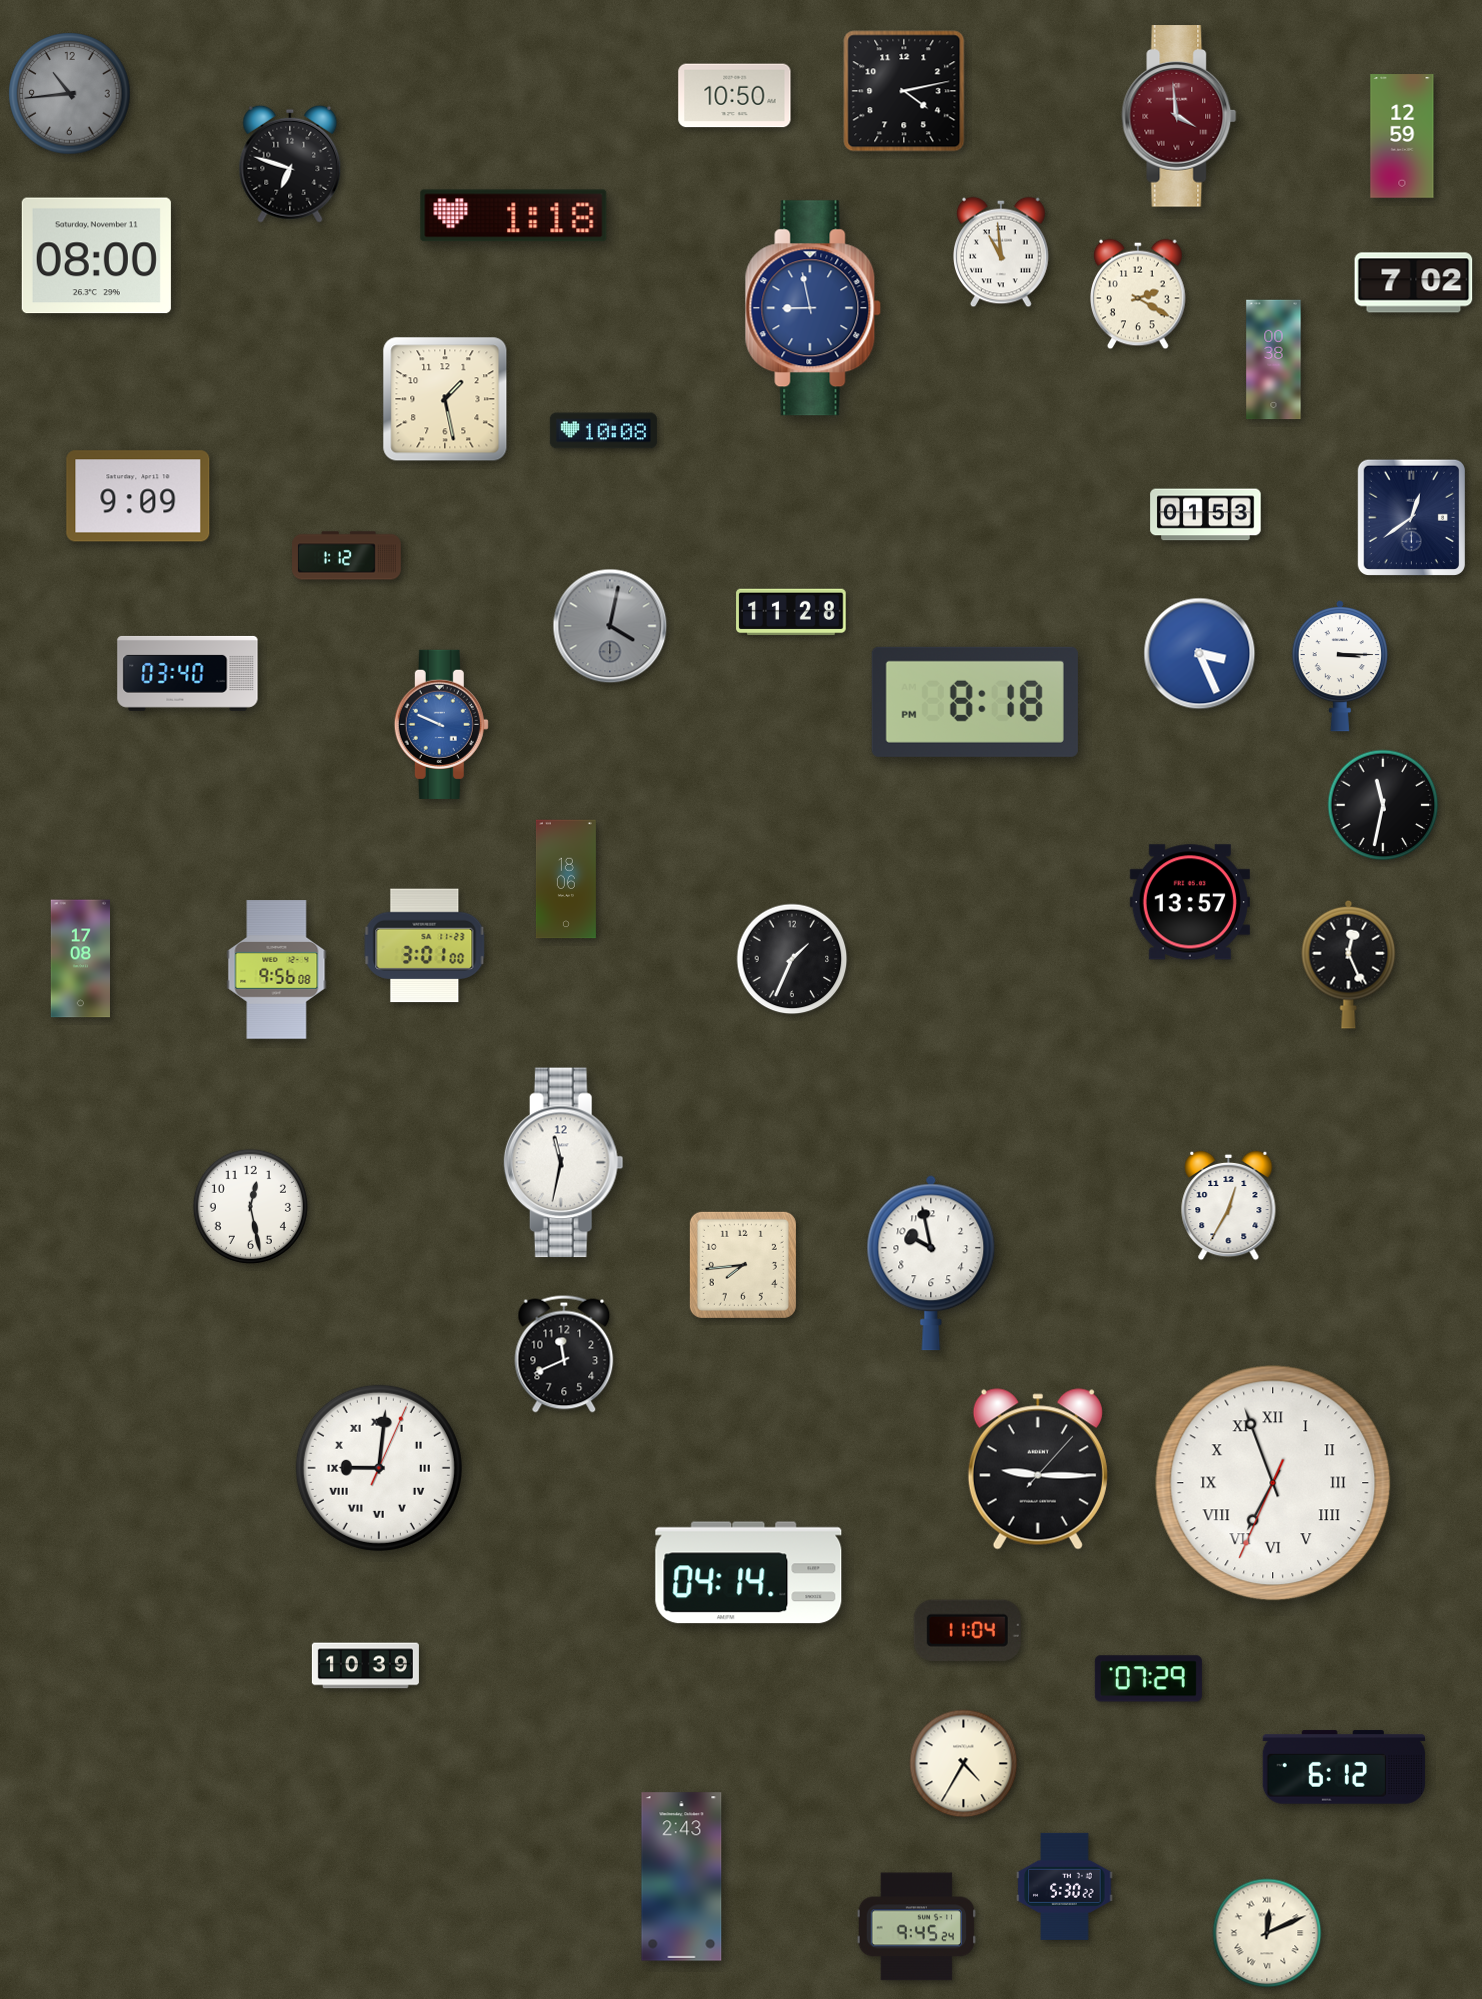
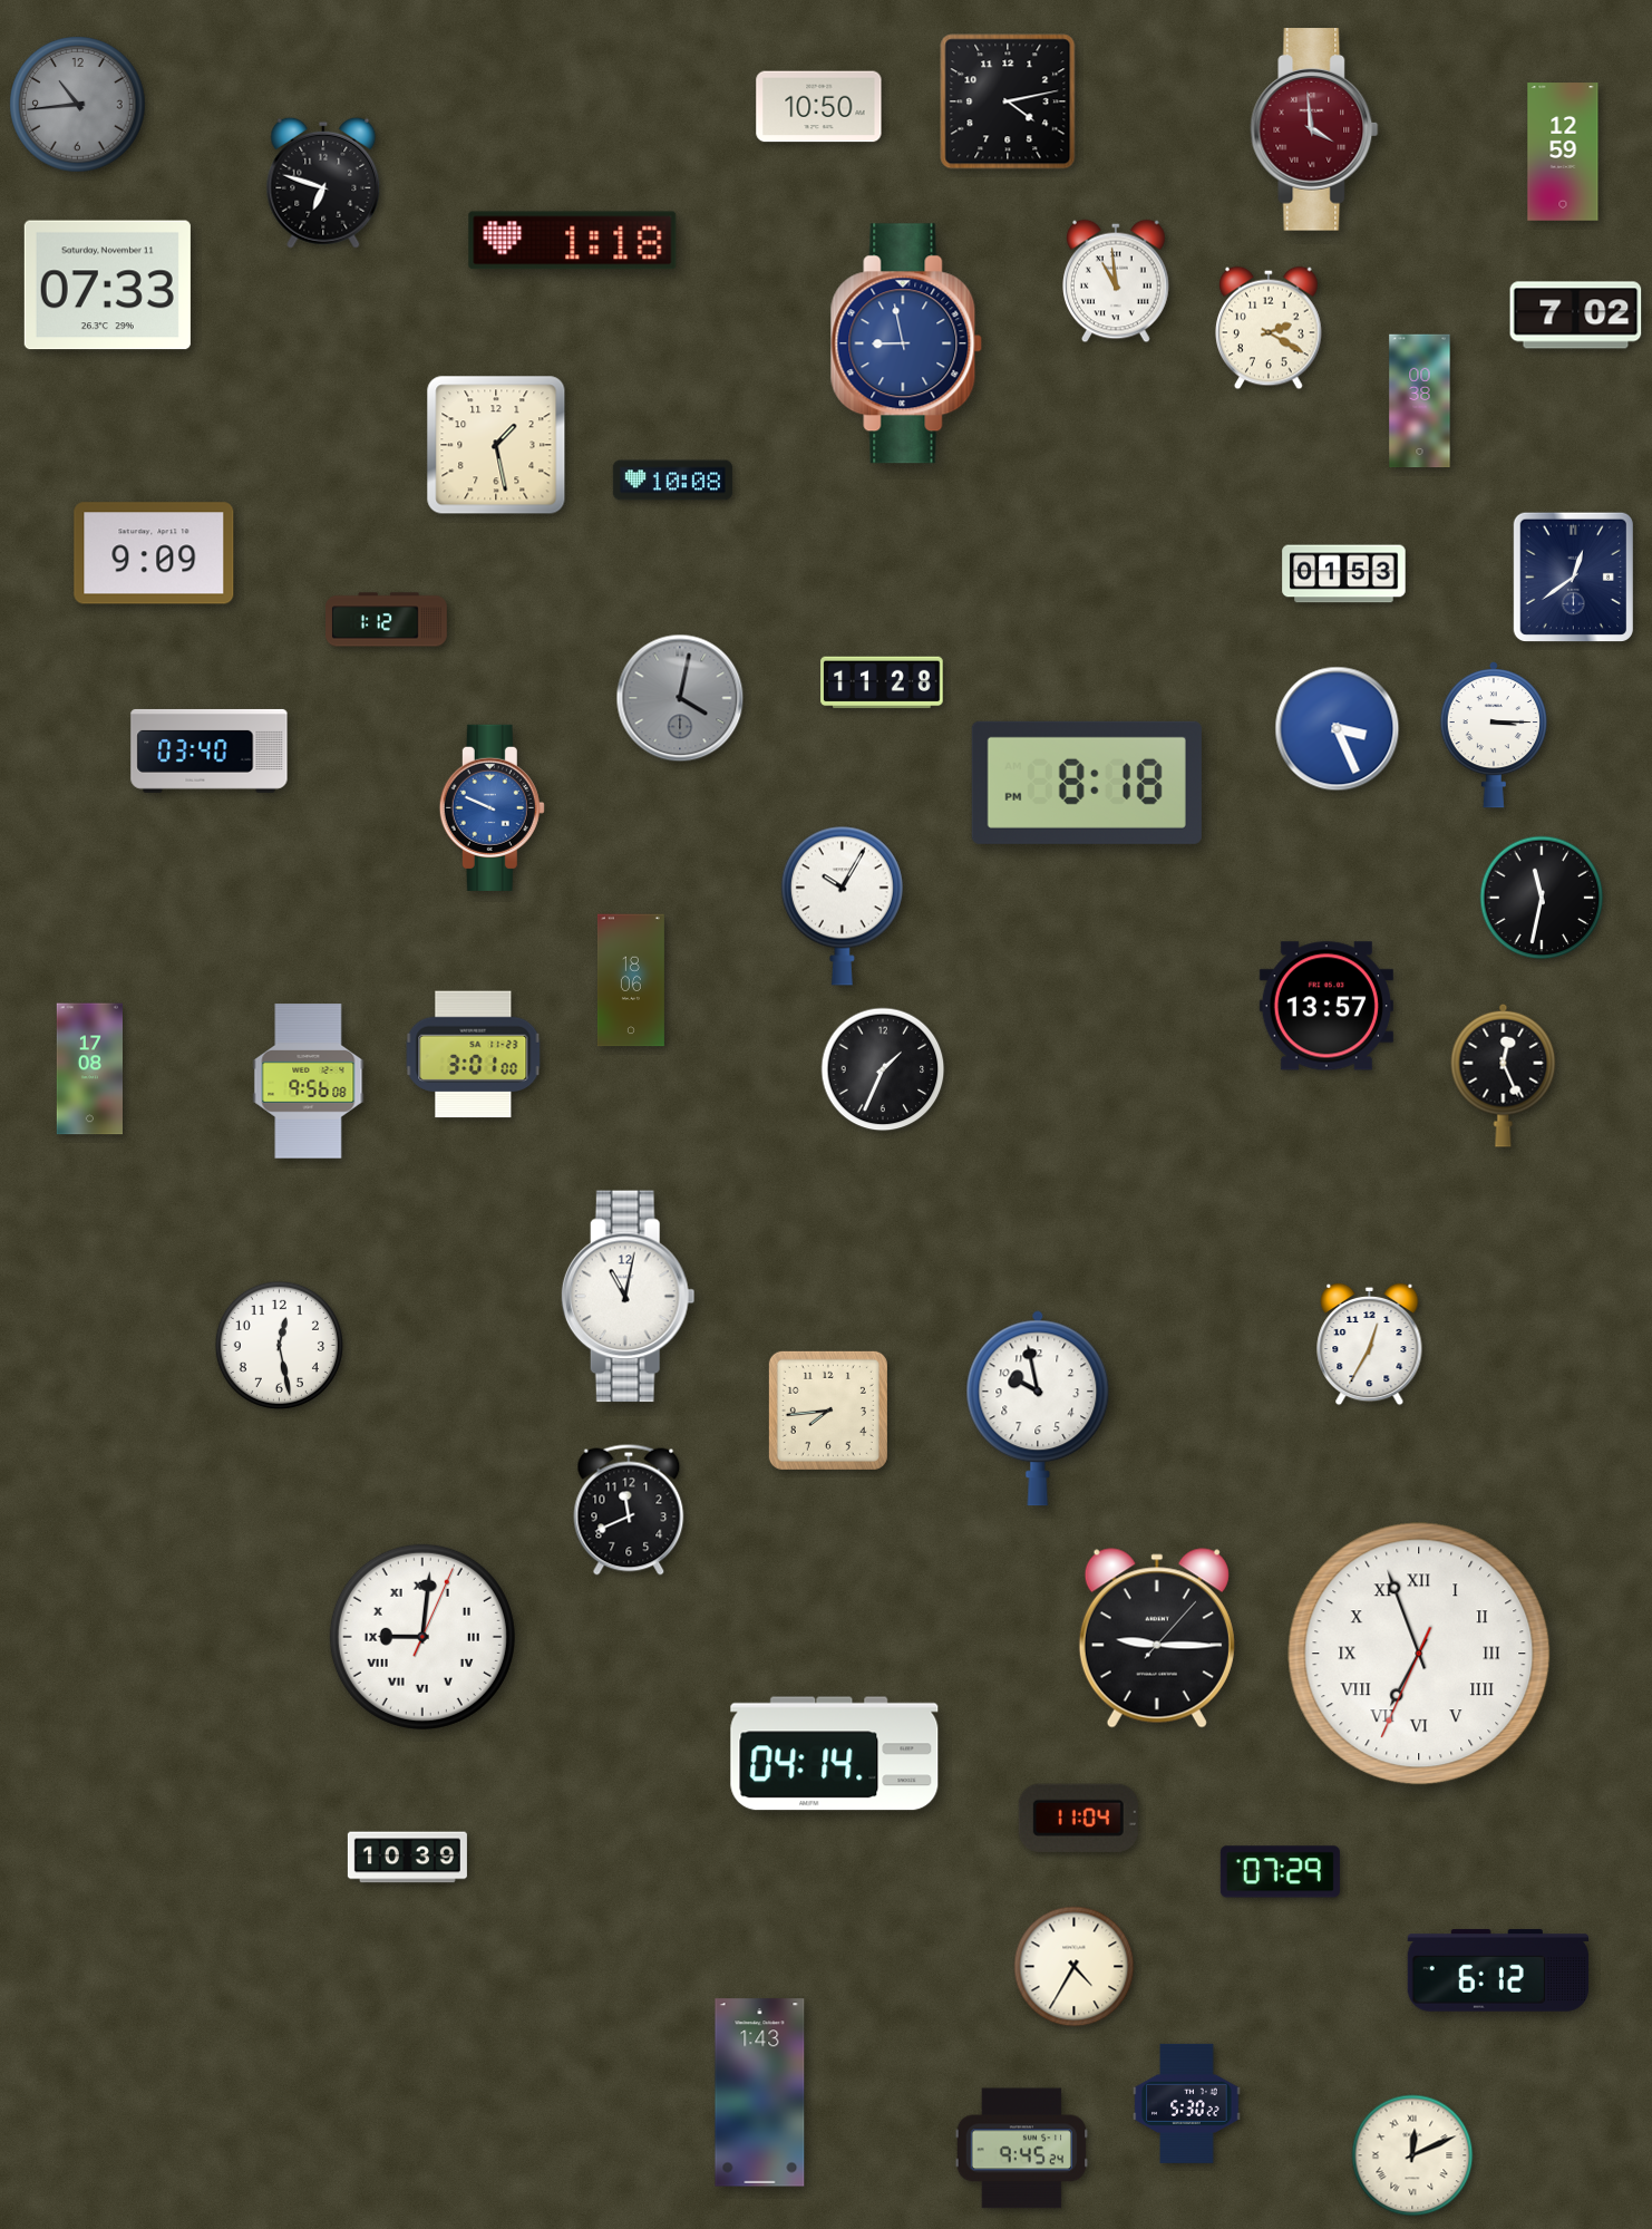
clock at (96, 256): 08:00 -> 07:33
clock at (1340, 666) position: (1340, 666) -> (1494, 735)
clock at (842, 905): none -> 10:05
clock at (563, 1163): 11:32 -> 11:02
clock at (682, 1877): 2:43 -> 1:43
